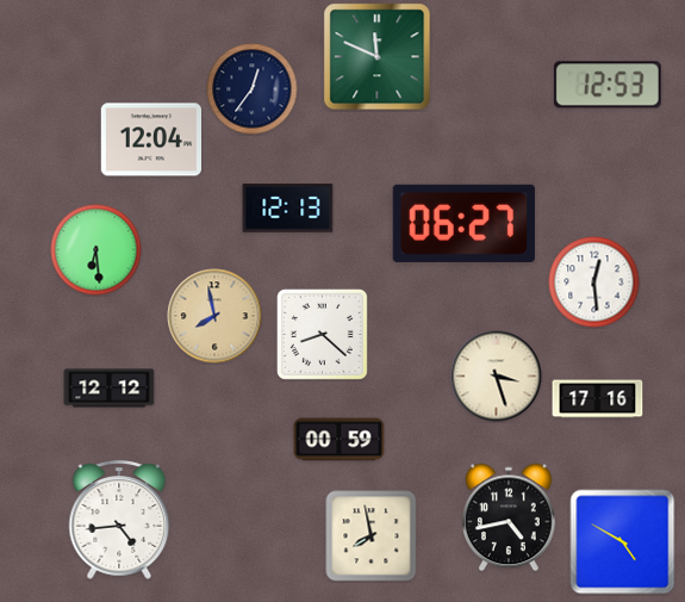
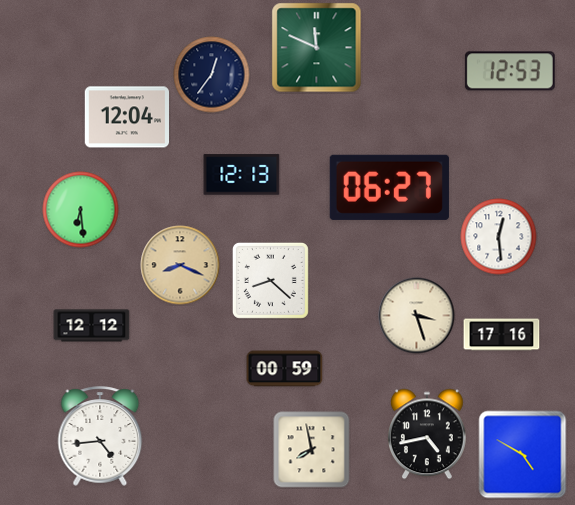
clock at (214, 316): 7:58 -> 8:19
